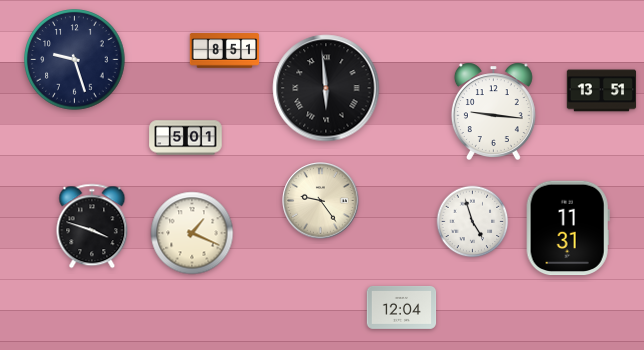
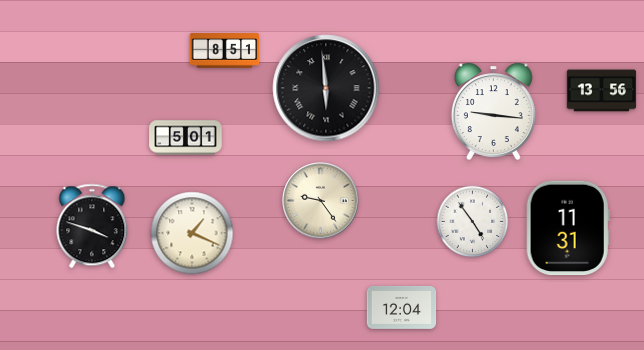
clock at (75, 60): 9:27 -> none
clock at (602, 91): 13:51 -> 13:56
clock at (473, 222): 4:57 -> 4:54
